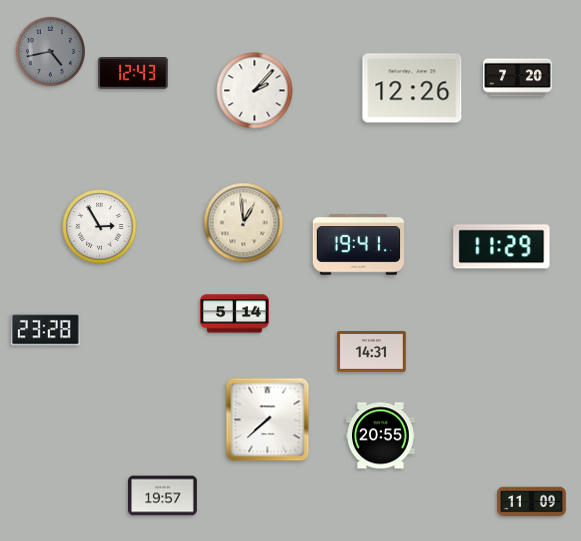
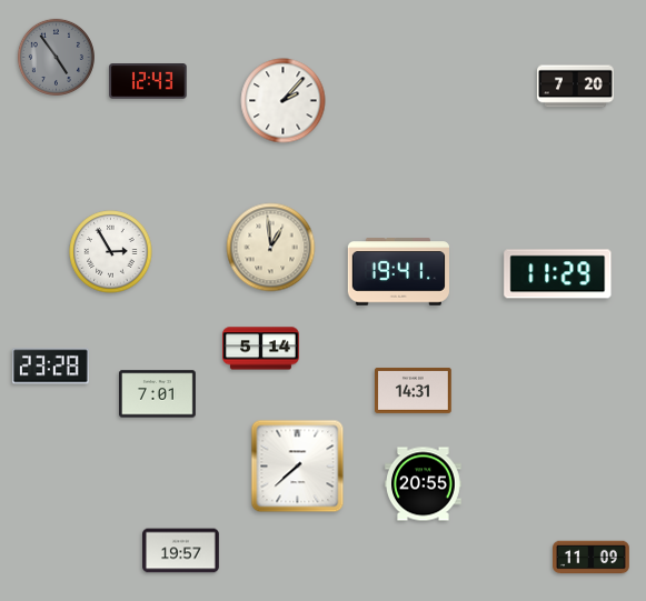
clock at (50, 51): 4:43 -> 4:54
clock at (412, 88): 12:26 -> none
clock at (158, 394): none -> 7:01
